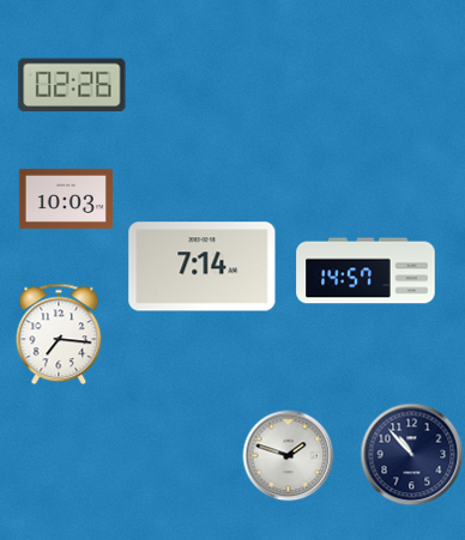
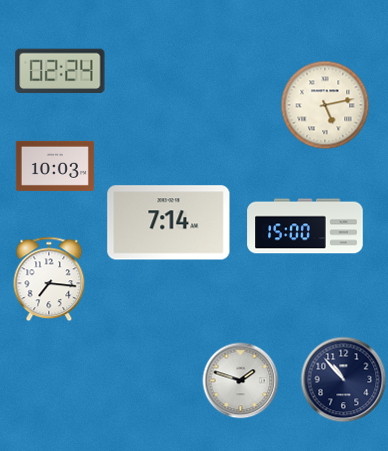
clock at (72, 85): 02:26 -> 02:24
clock at (325, 105): none -> 5:13
clock at (366, 271): 14:57 -> 15:00
